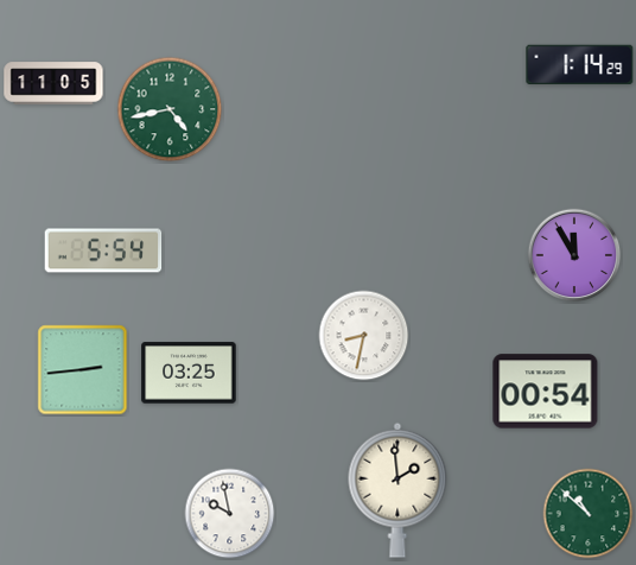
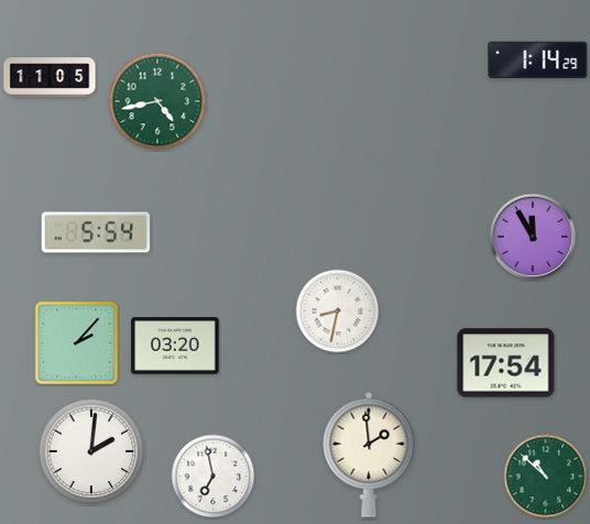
clock at (83, 370): 2:44 -> 2:07
clock at (189, 373): 03:25 -> 03:20
clock at (546, 392): 00:54 -> 17:54
clock at (91, 451): none -> 2:01
clock at (230, 514): 9:58 -> 6:58
